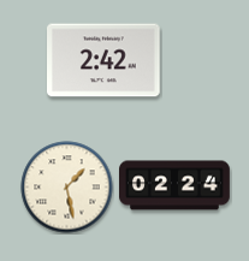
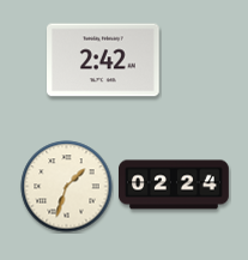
clock at (67, 188): 1:28 -> 1:33
